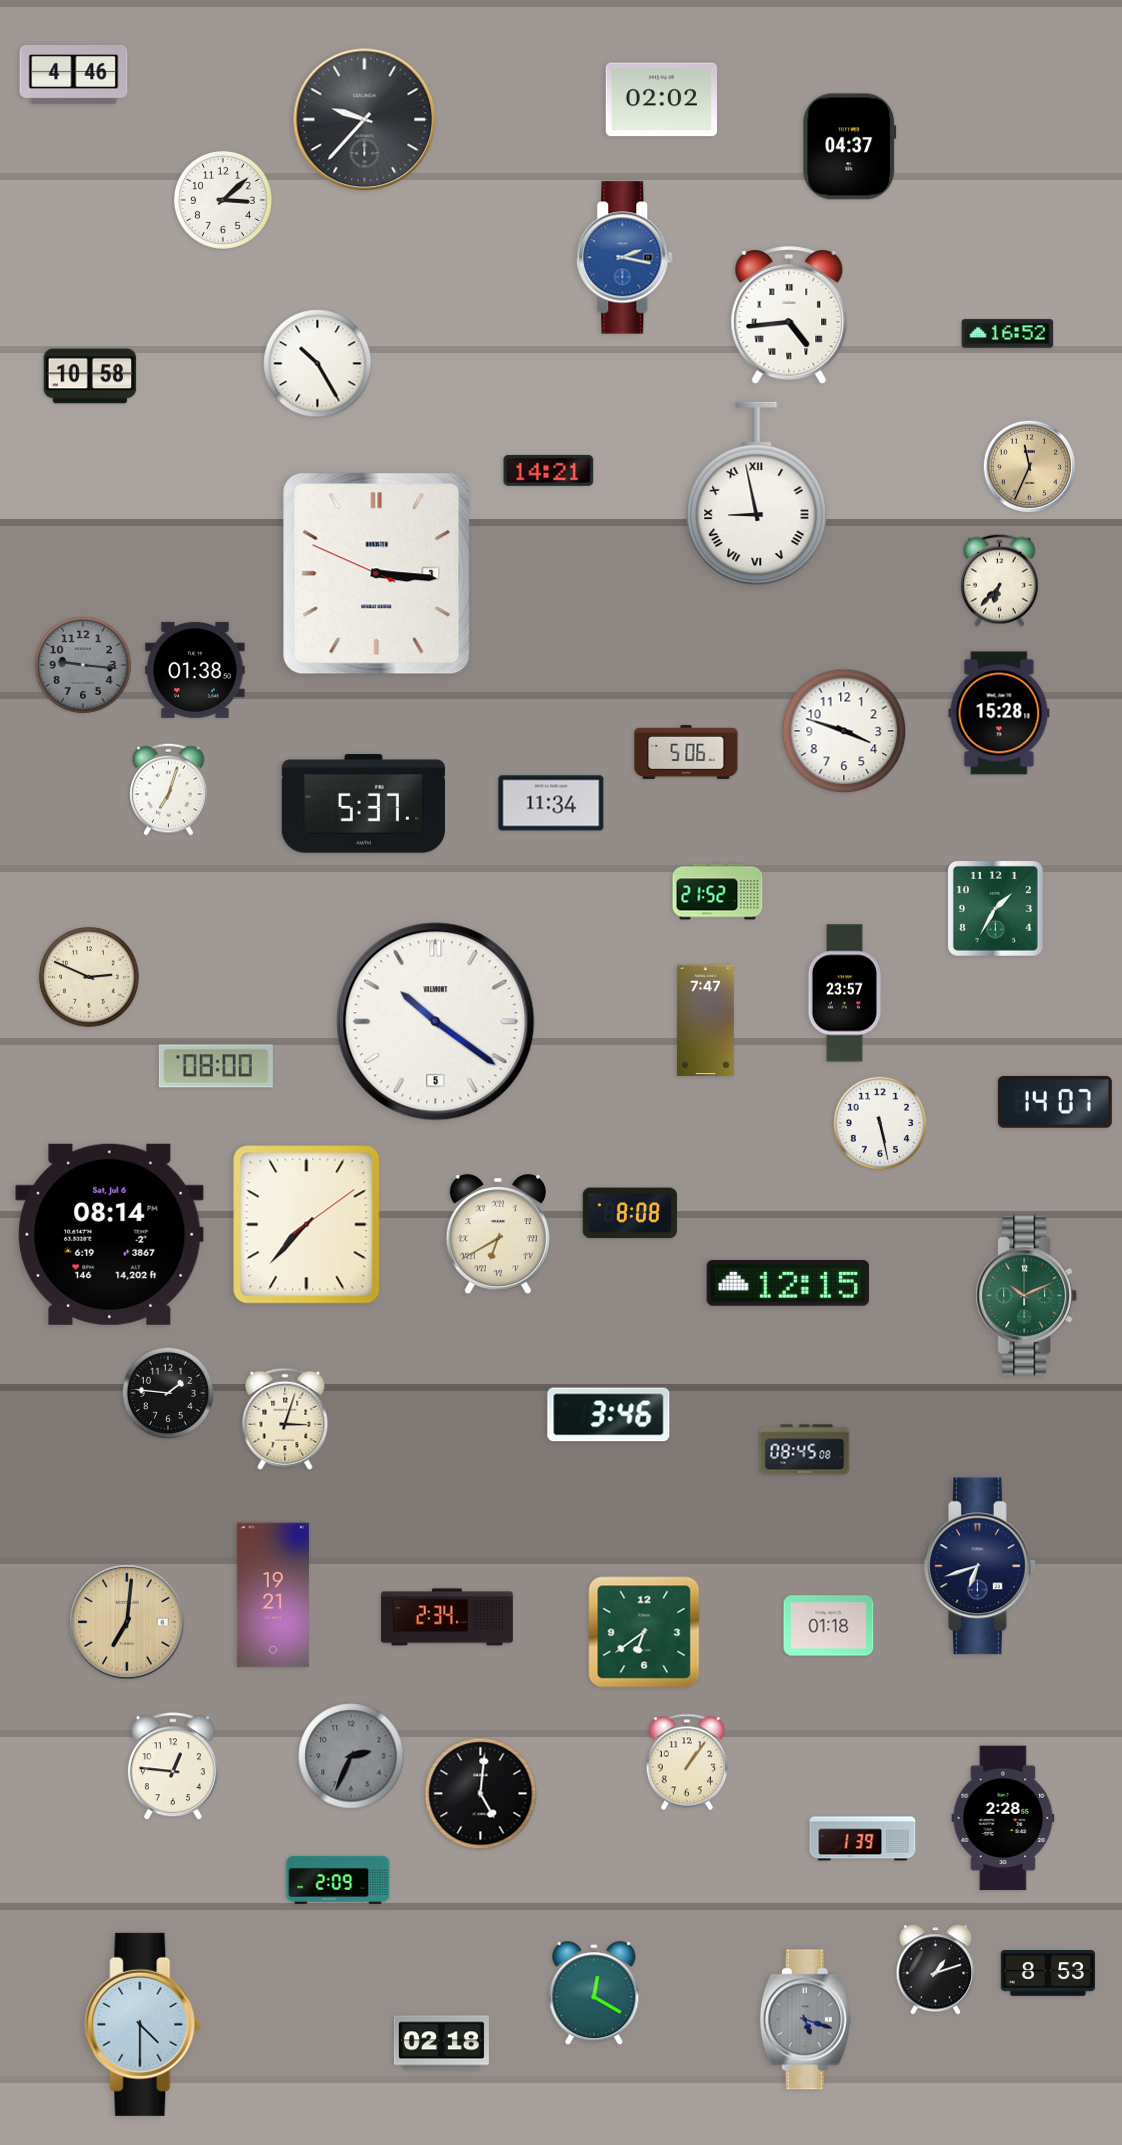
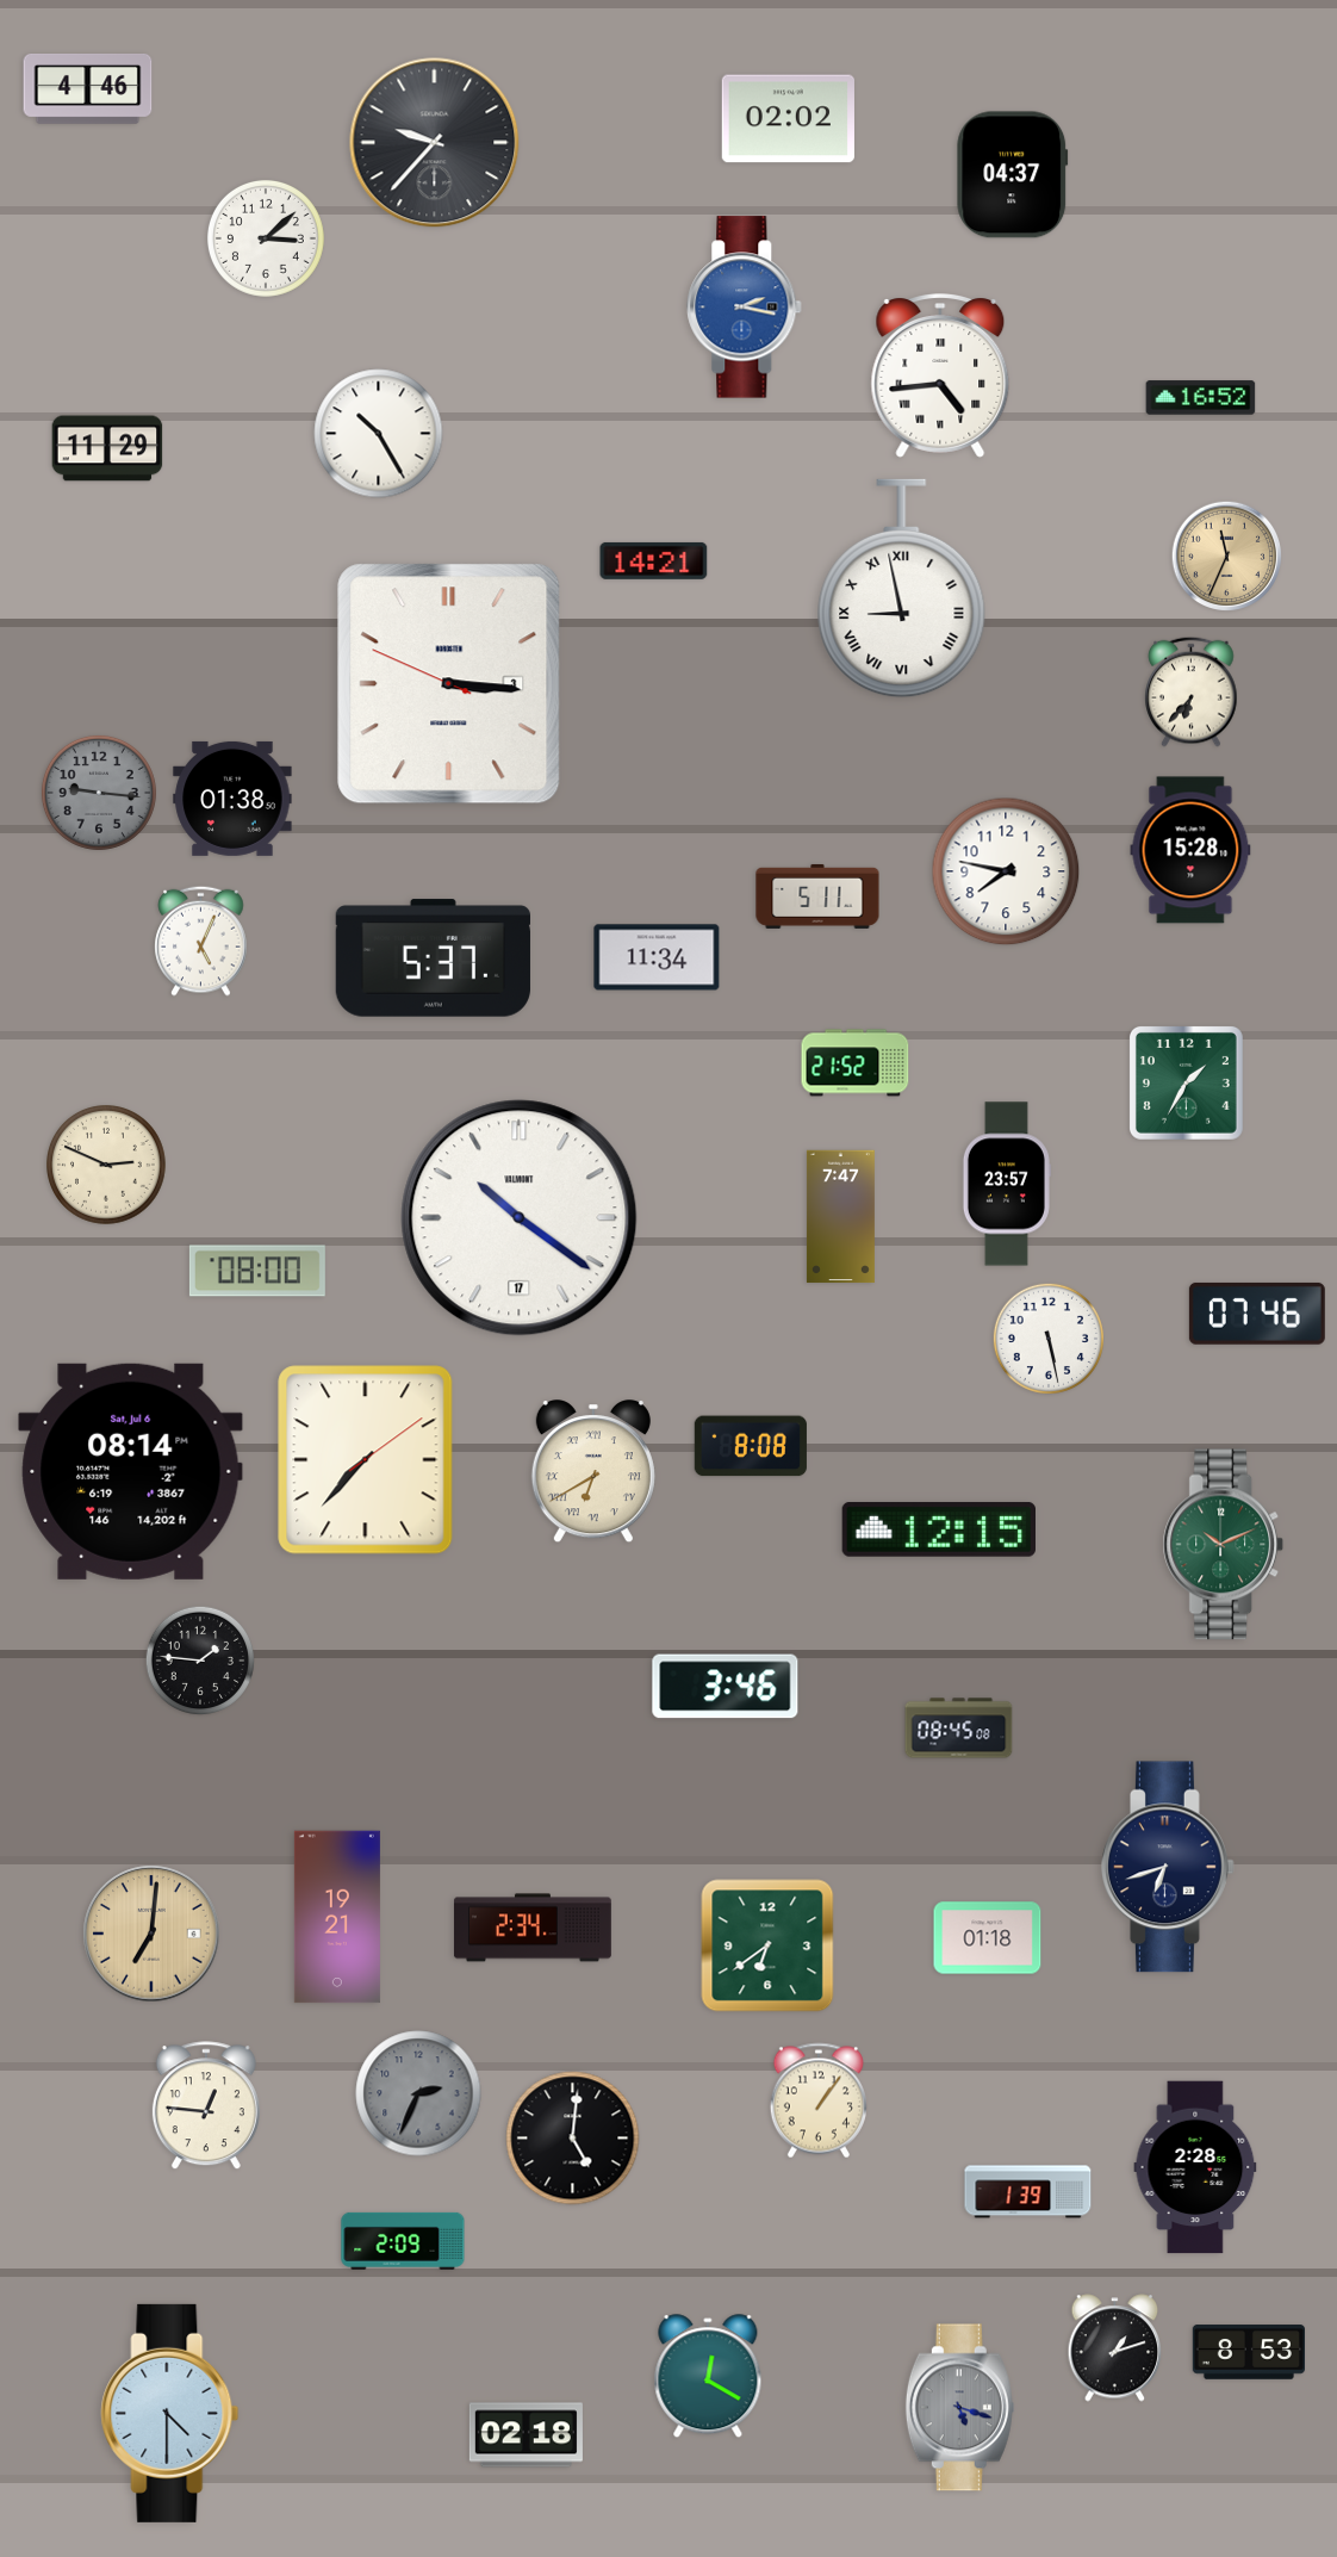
clock at (90, 376): 10:58 -> 11:29
clock at (844, 731): 3:48 -> 7:47
clock at (686, 752): 5:06 -> 5:11
clock at (169, 789): 7:03 -> 5:04
clock at (436, 1022) date: 5 -> 17
clock at (1055, 1102): 14:07 -> 07:46
clock at (285, 1419): 3:03 -> none
clock at (273, 1595) position: (273, 1595) -> (337, 1917)
